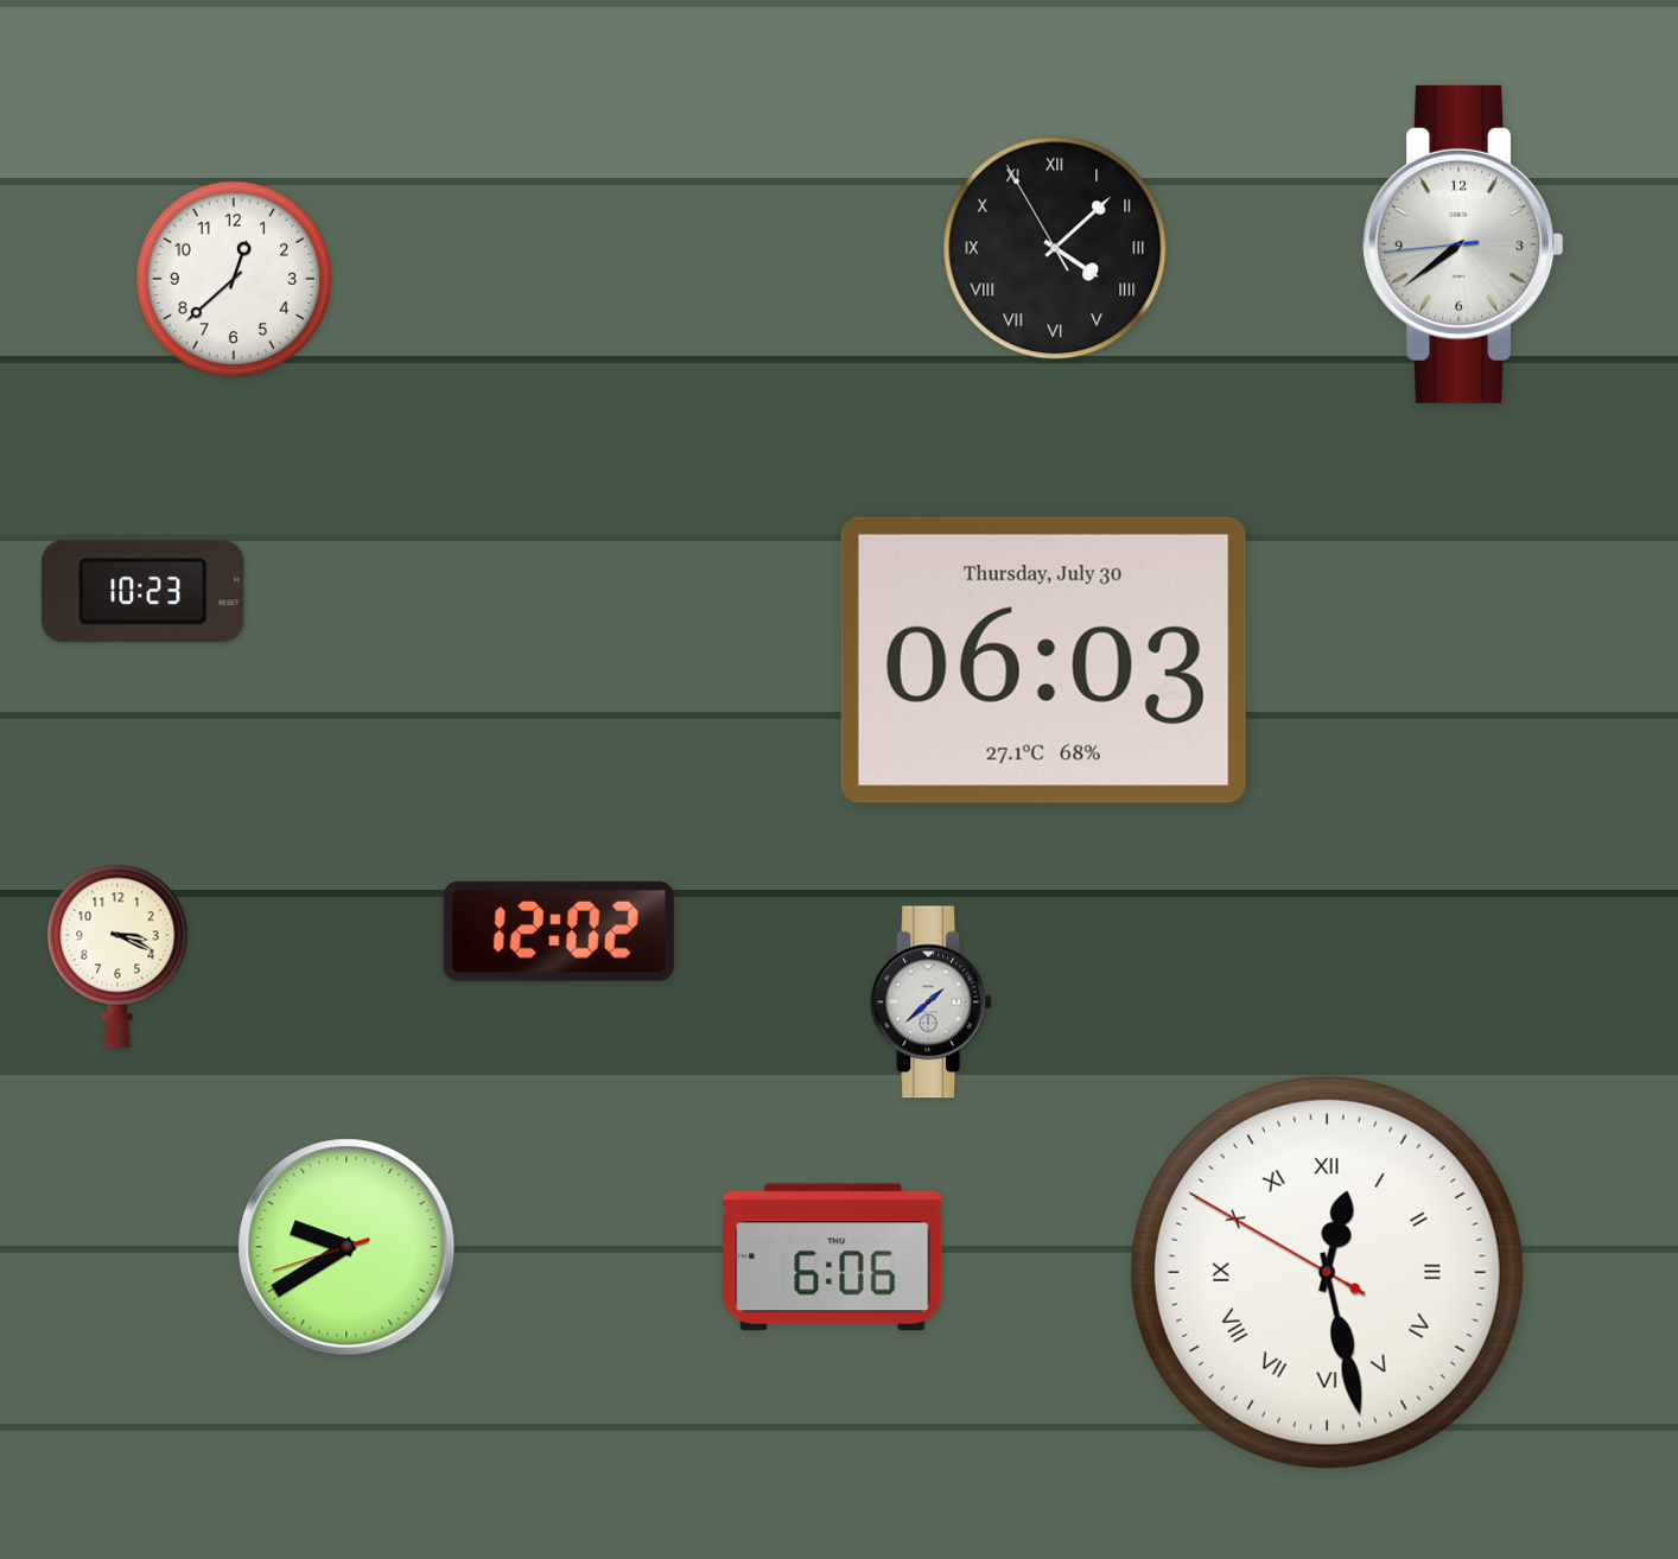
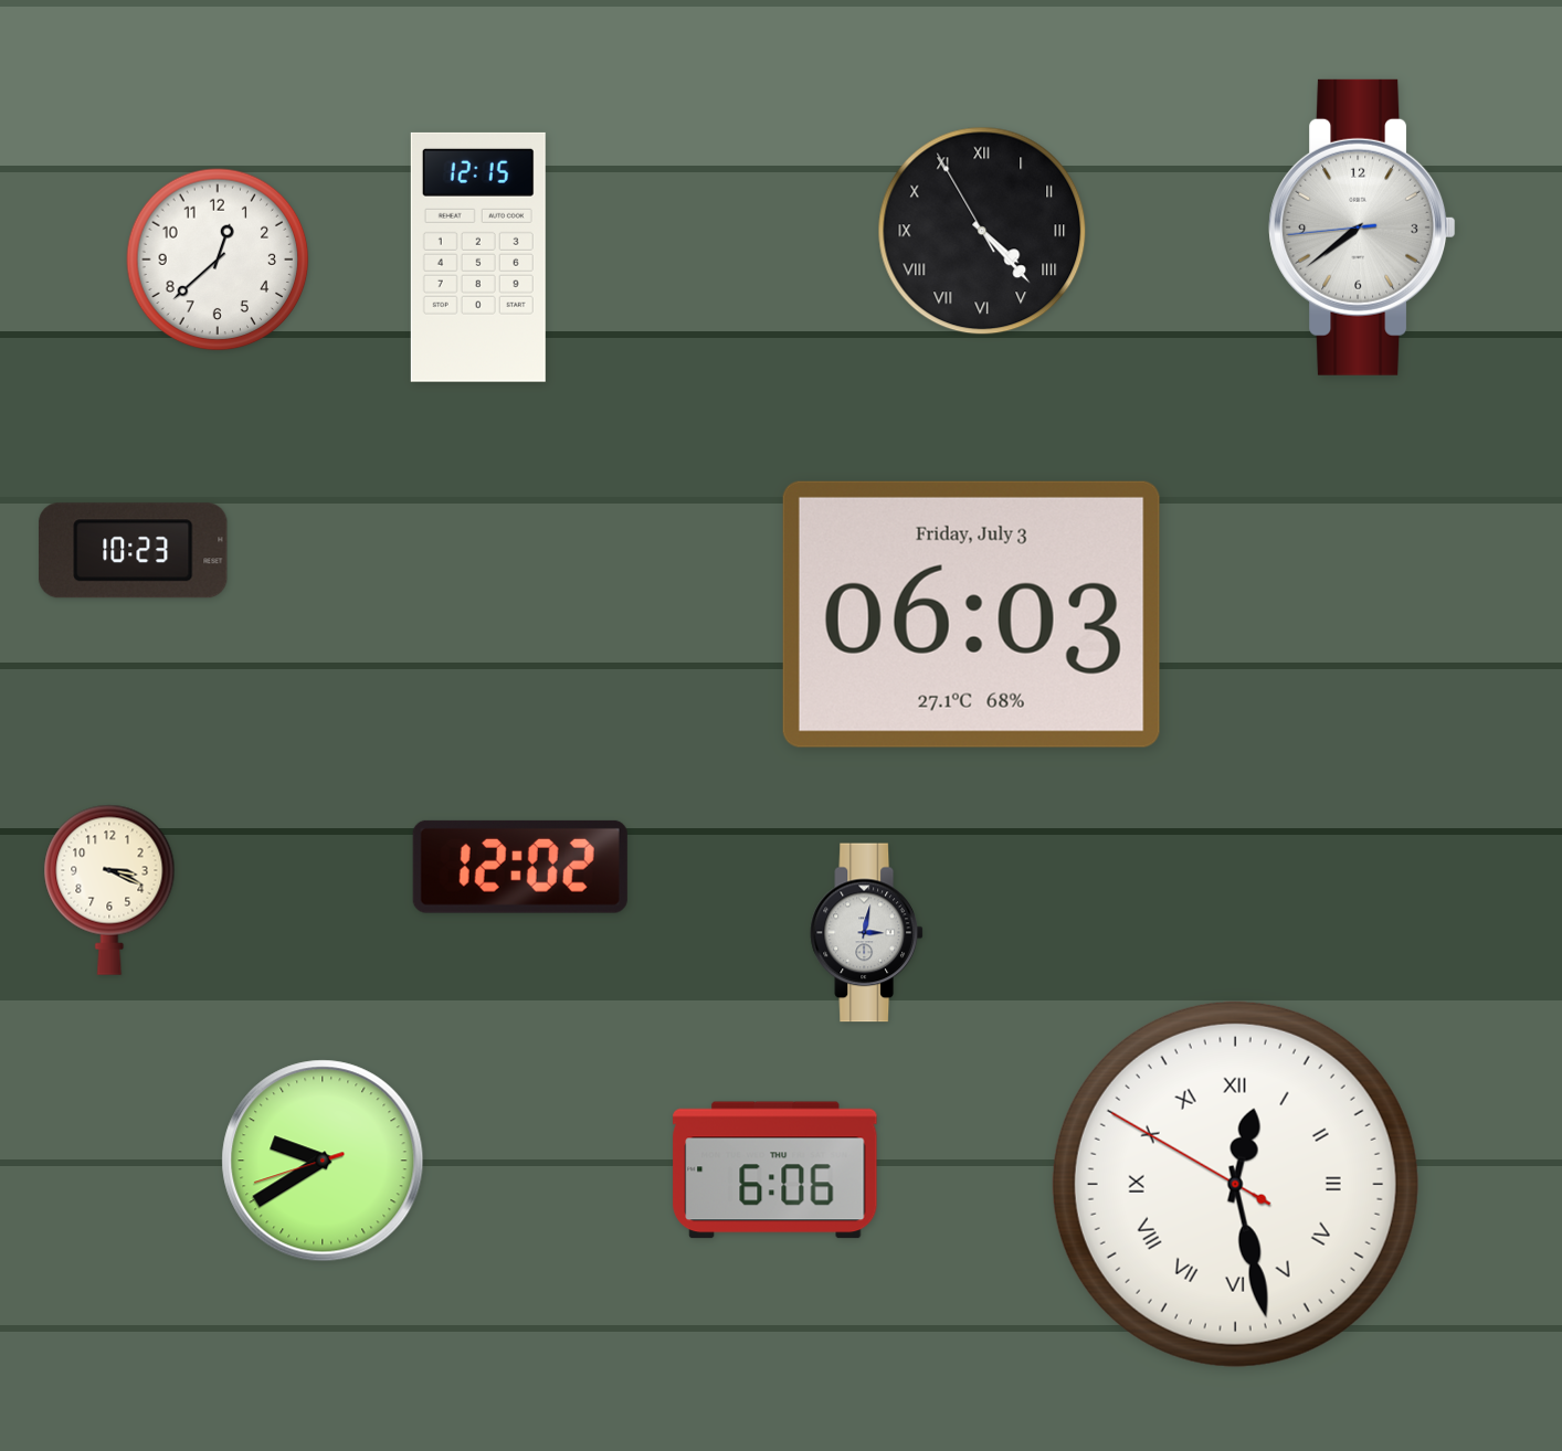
clock at (1055, 248): 4:07 -> 4:22
clock at (478, 257): none -> 12:15
clock at (1043, 660) date: Thursday, July 30 -> Friday, July 3
clock at (930, 1003): 1:38 -> 3:02
